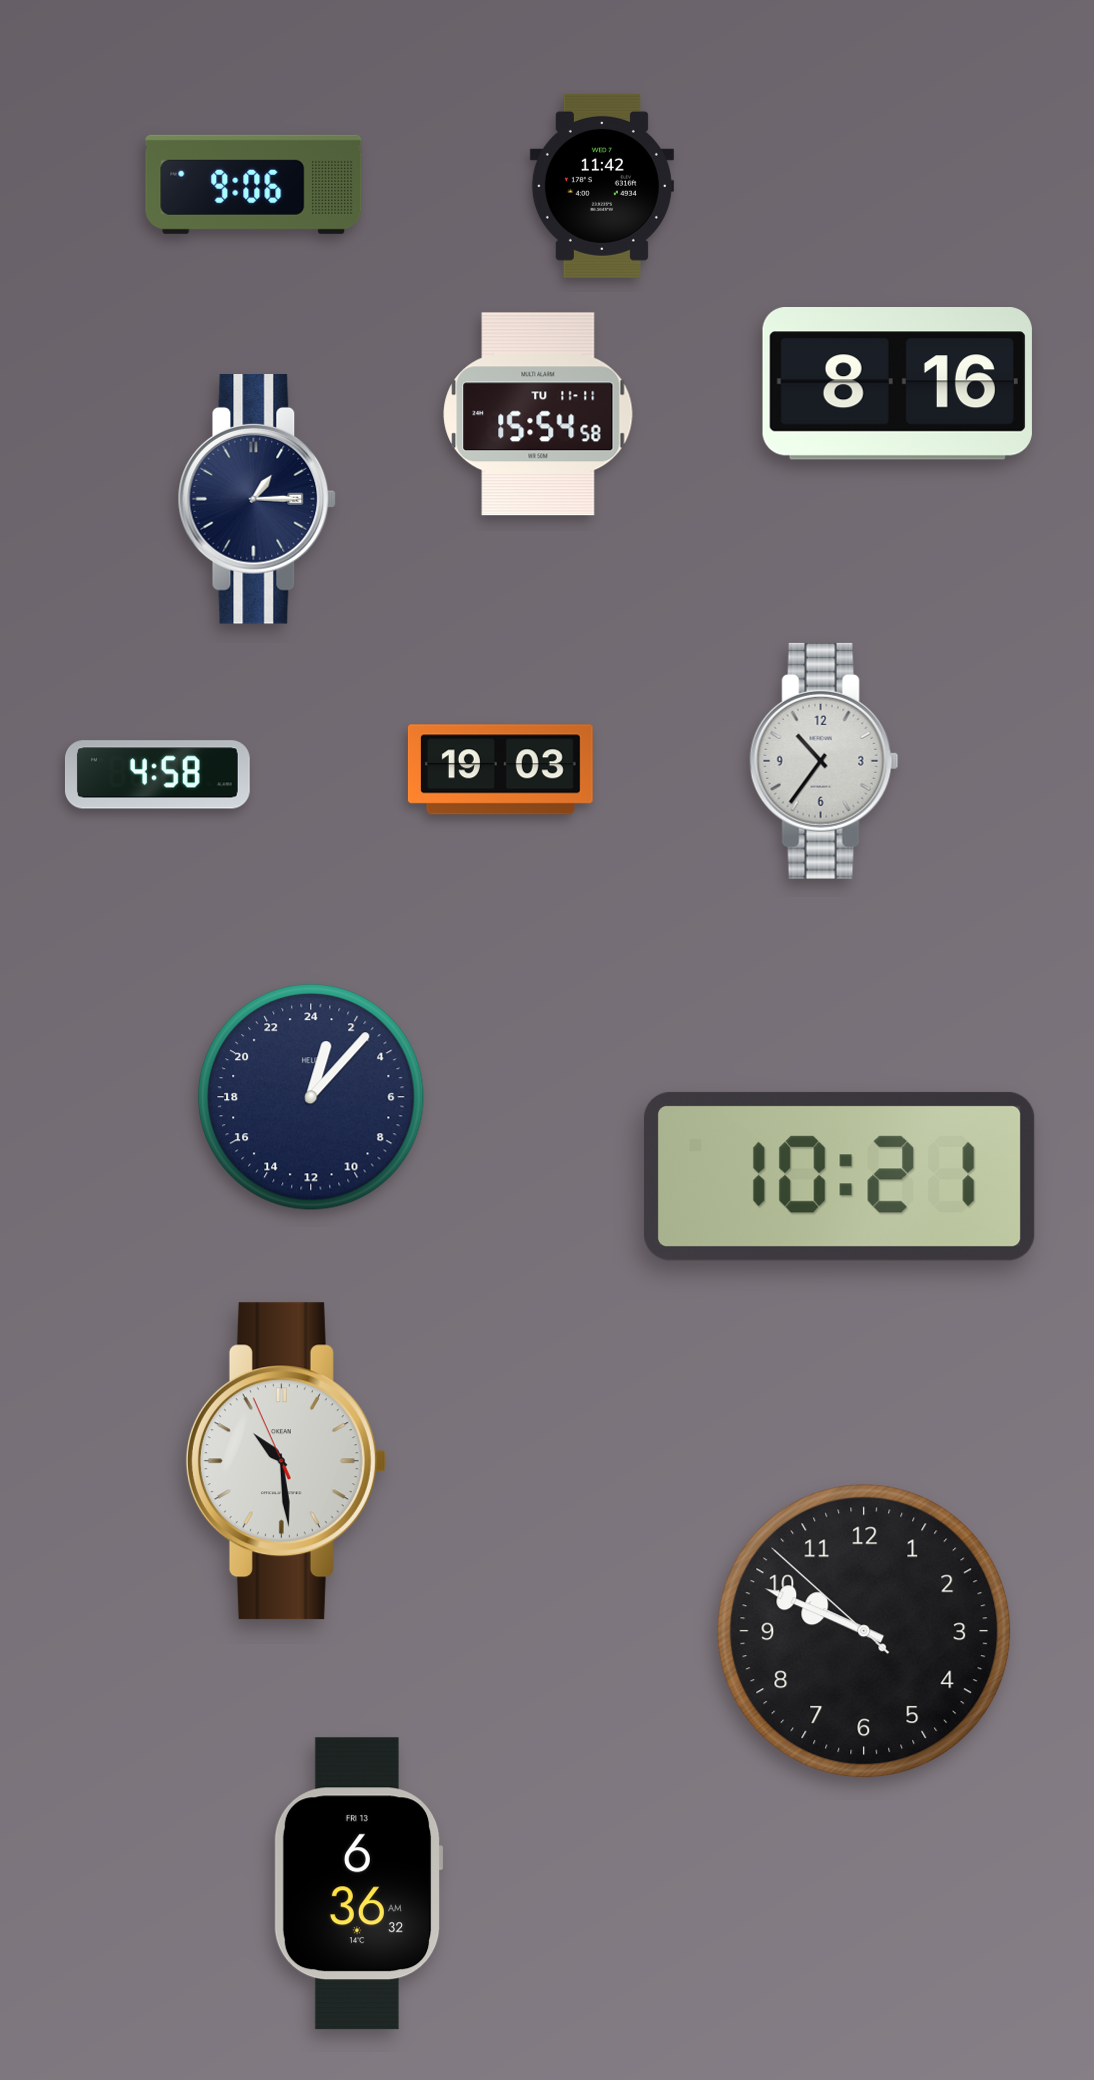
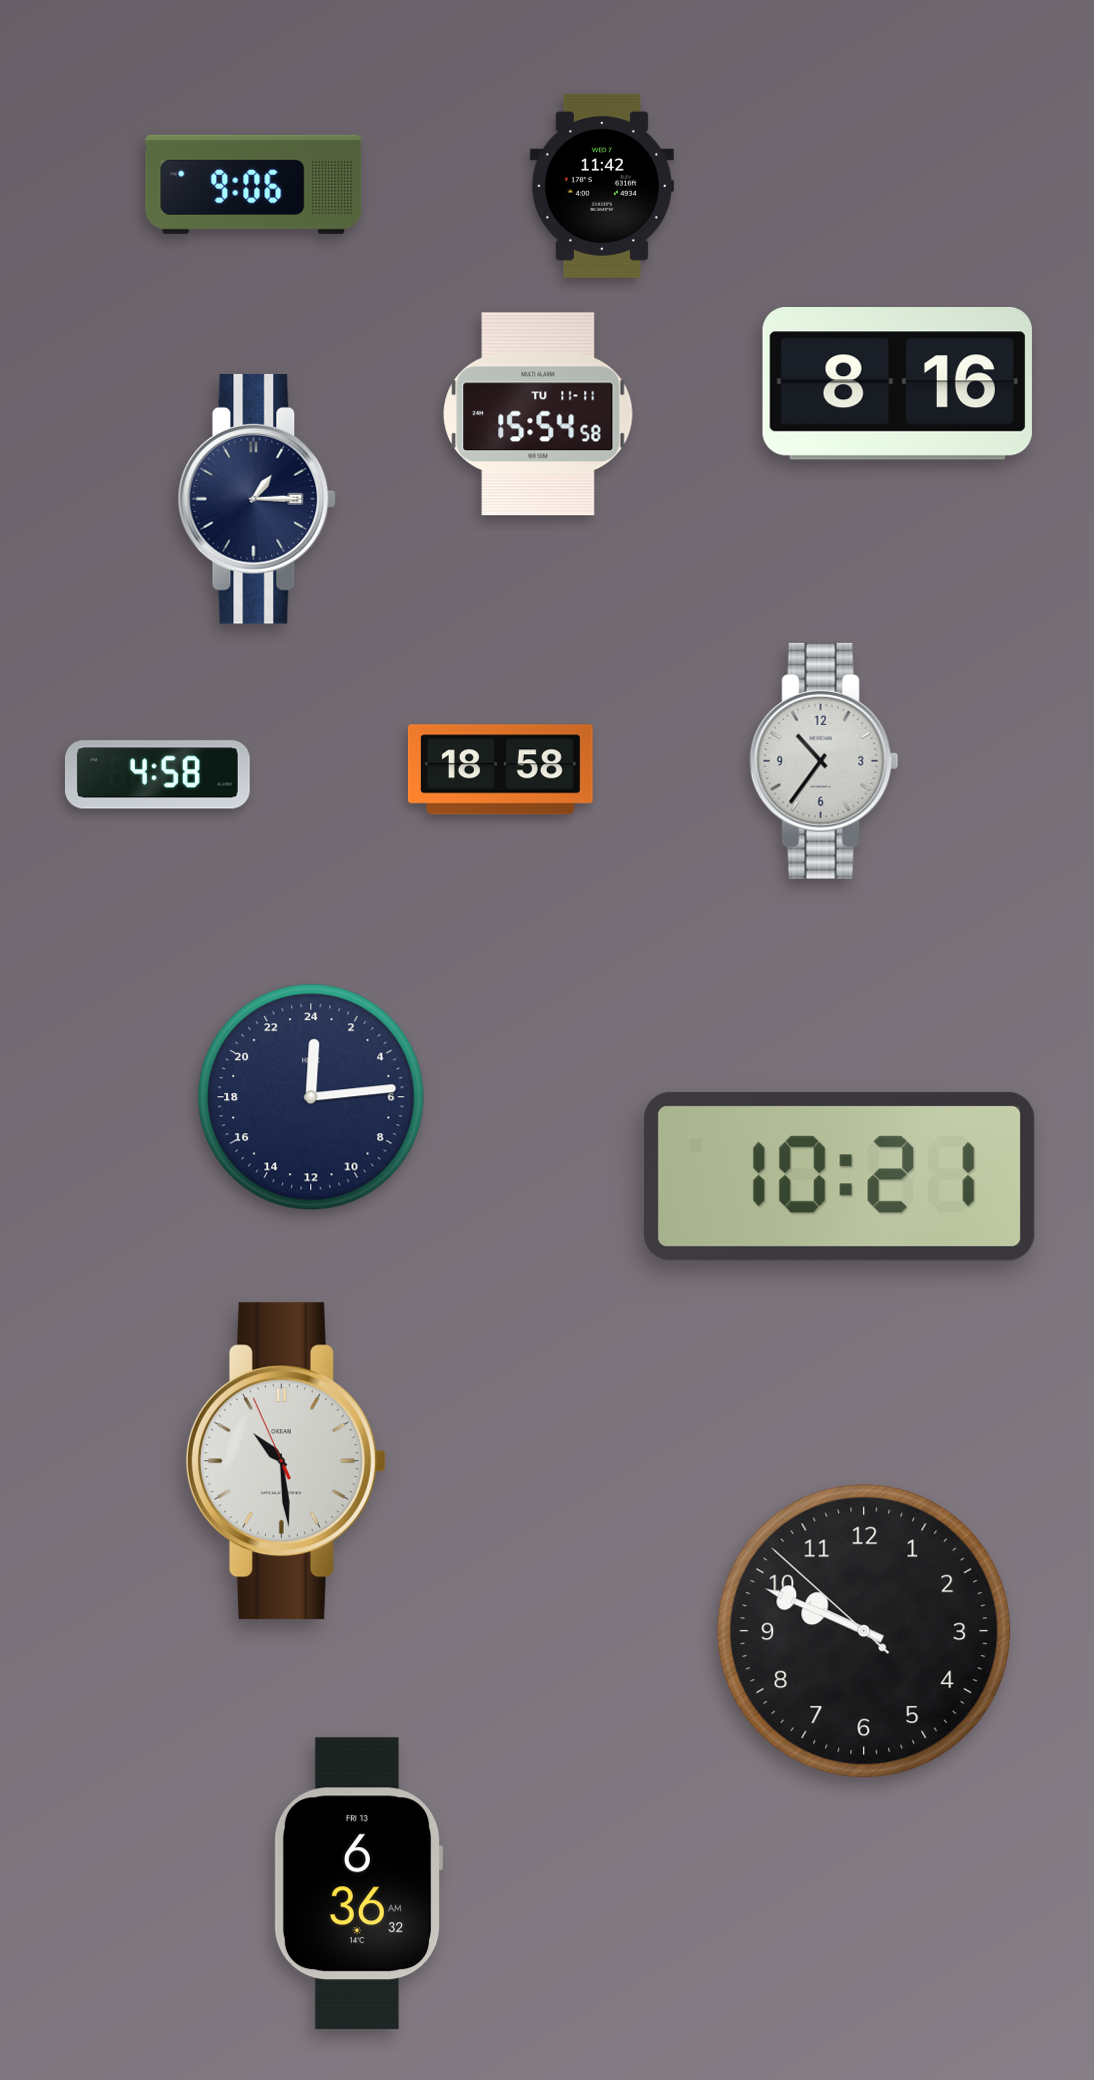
clock at (500, 770): 19:03 -> 18:58
clock at (311, 1097): 1:07 -> 0:14
